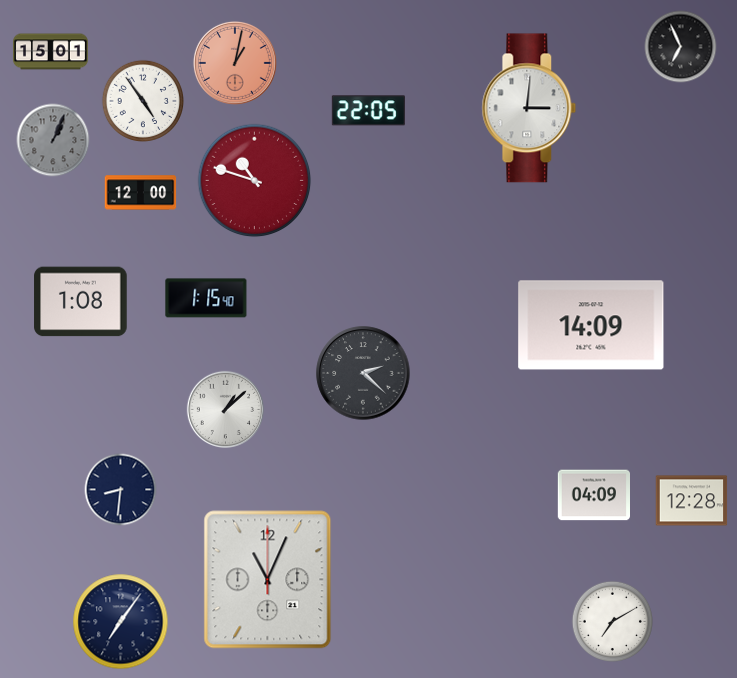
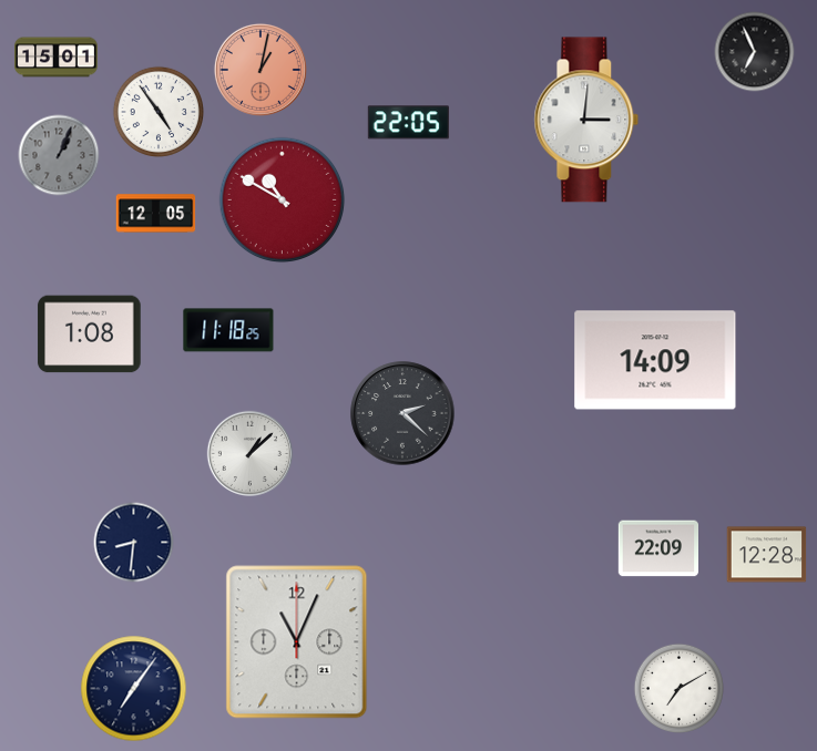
clock at (255, 181): 10:48 -> 10:50
clock at (141, 193): 12:00 -> 12:05
clock at (206, 298): 1:15 -> 11:18
clock at (594, 495): 04:09 -> 22:09
